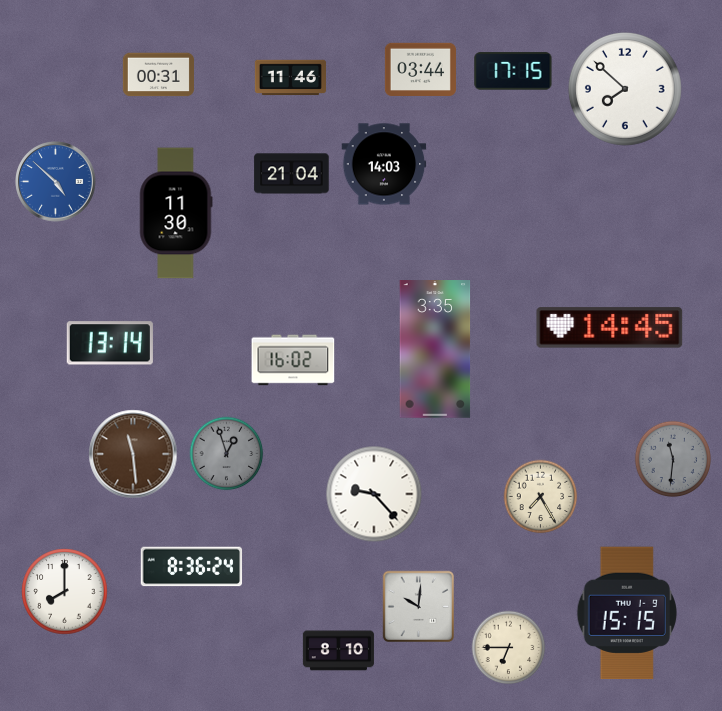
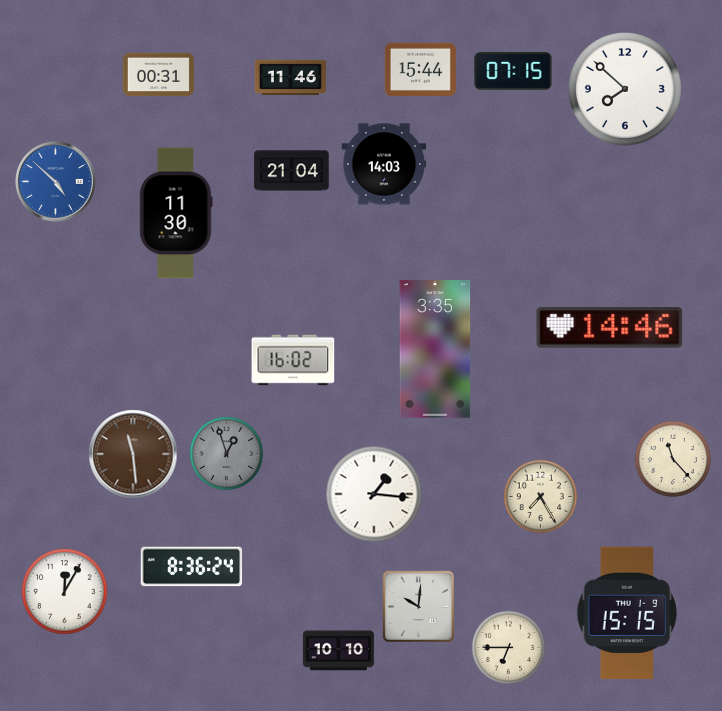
clock at (420, 70): 03:44 -> 15:44
clock at (513, 71): 17:15 -> 07:15
clock at (292, 174) position: (292, 174) -> (292, 171)
clock at (610, 328): 14:45 -> 14:46
clock at (110, 343): 13:14 -> none
clock at (673, 459): 11:31 -> 11:23
clock at (673, 459) dial: grey -> cream
clock at (374, 494): 9:23 -> 1:16
clock at (65, 592): 8:00 -> 12:05
clock at (338, 651): 8:10 -> 10:10
